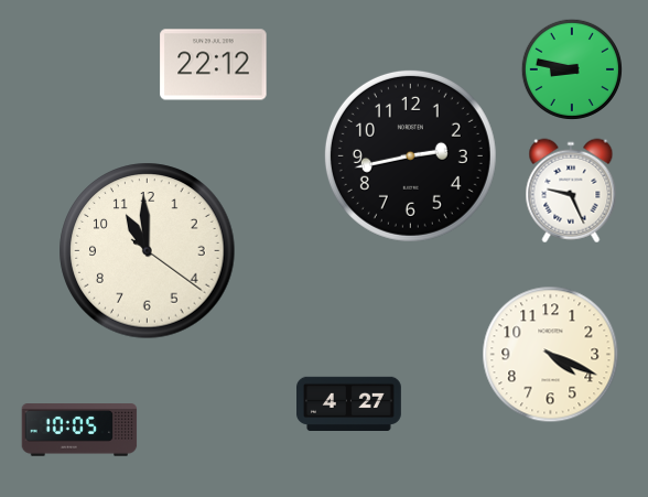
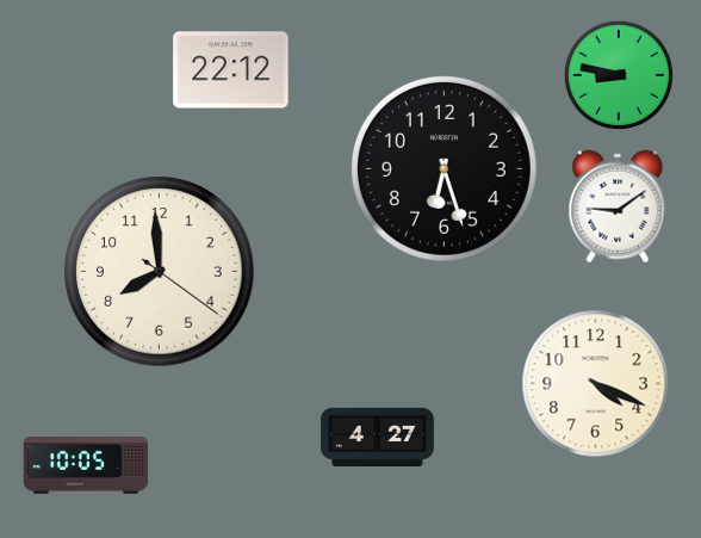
clock at (410, 155): 2:43 -> 6:27
clock at (571, 191): 9:26 -> 9:09
clock at (148, 251): 10:59 -> 7:59
